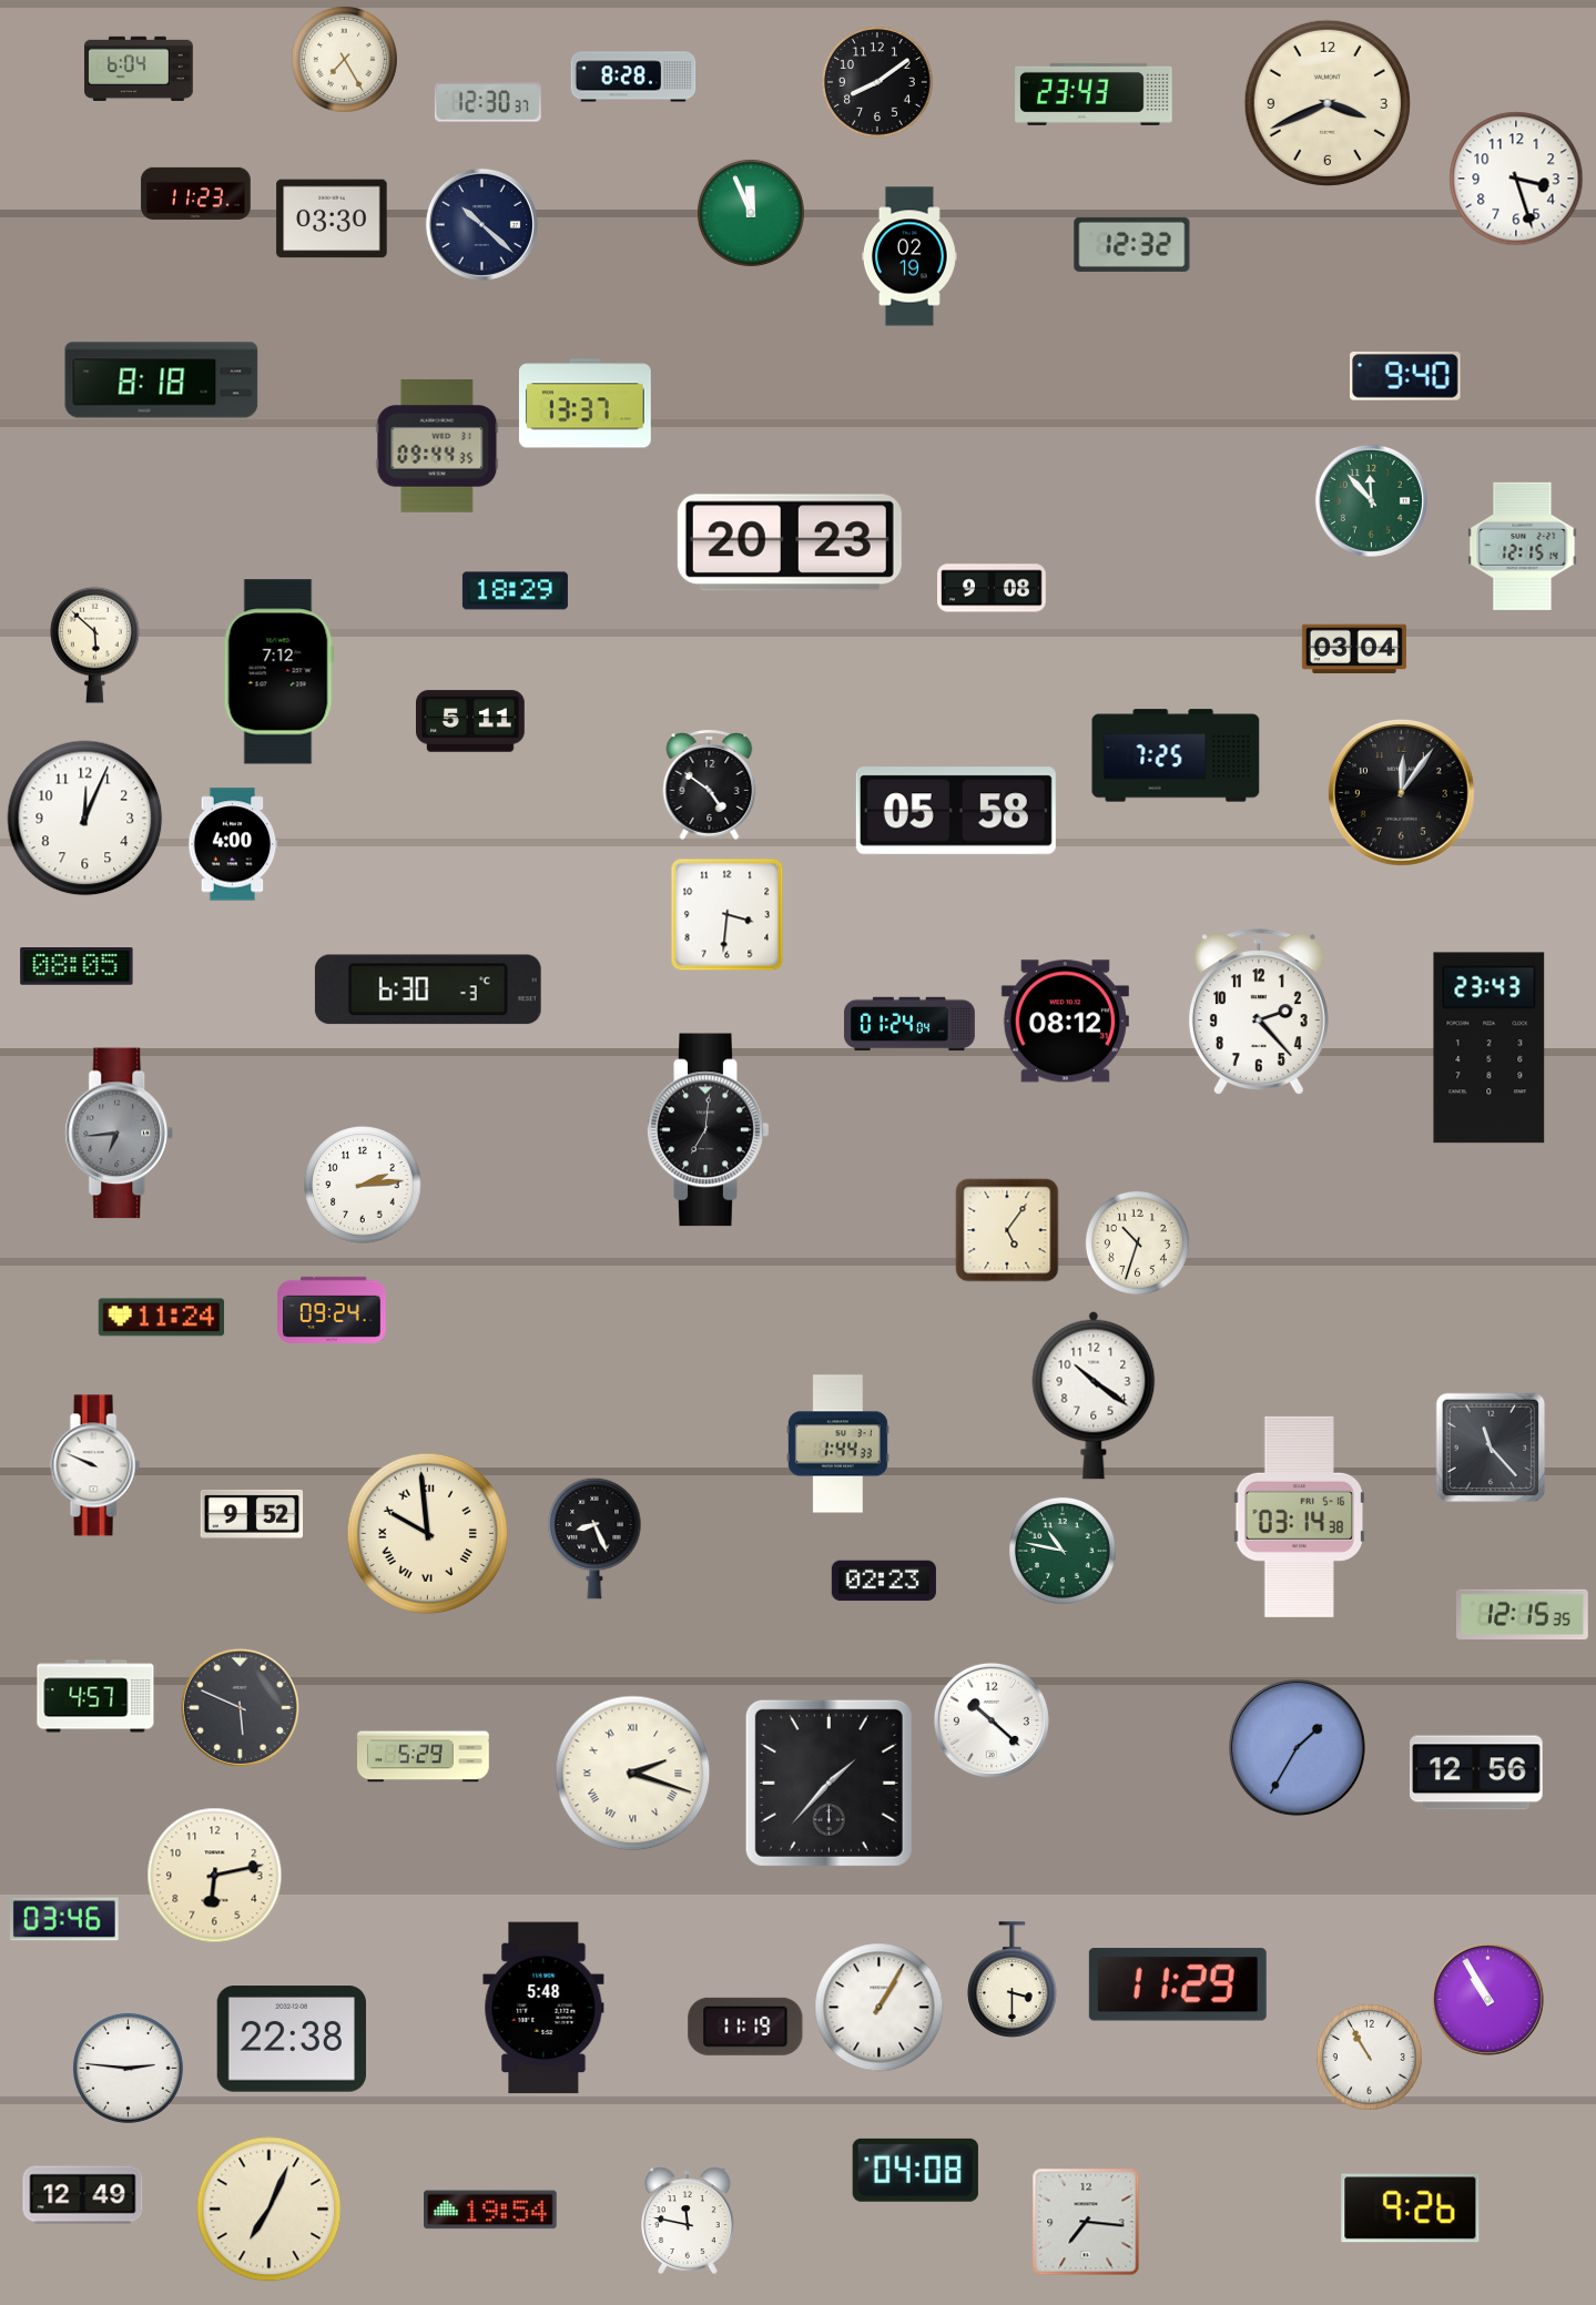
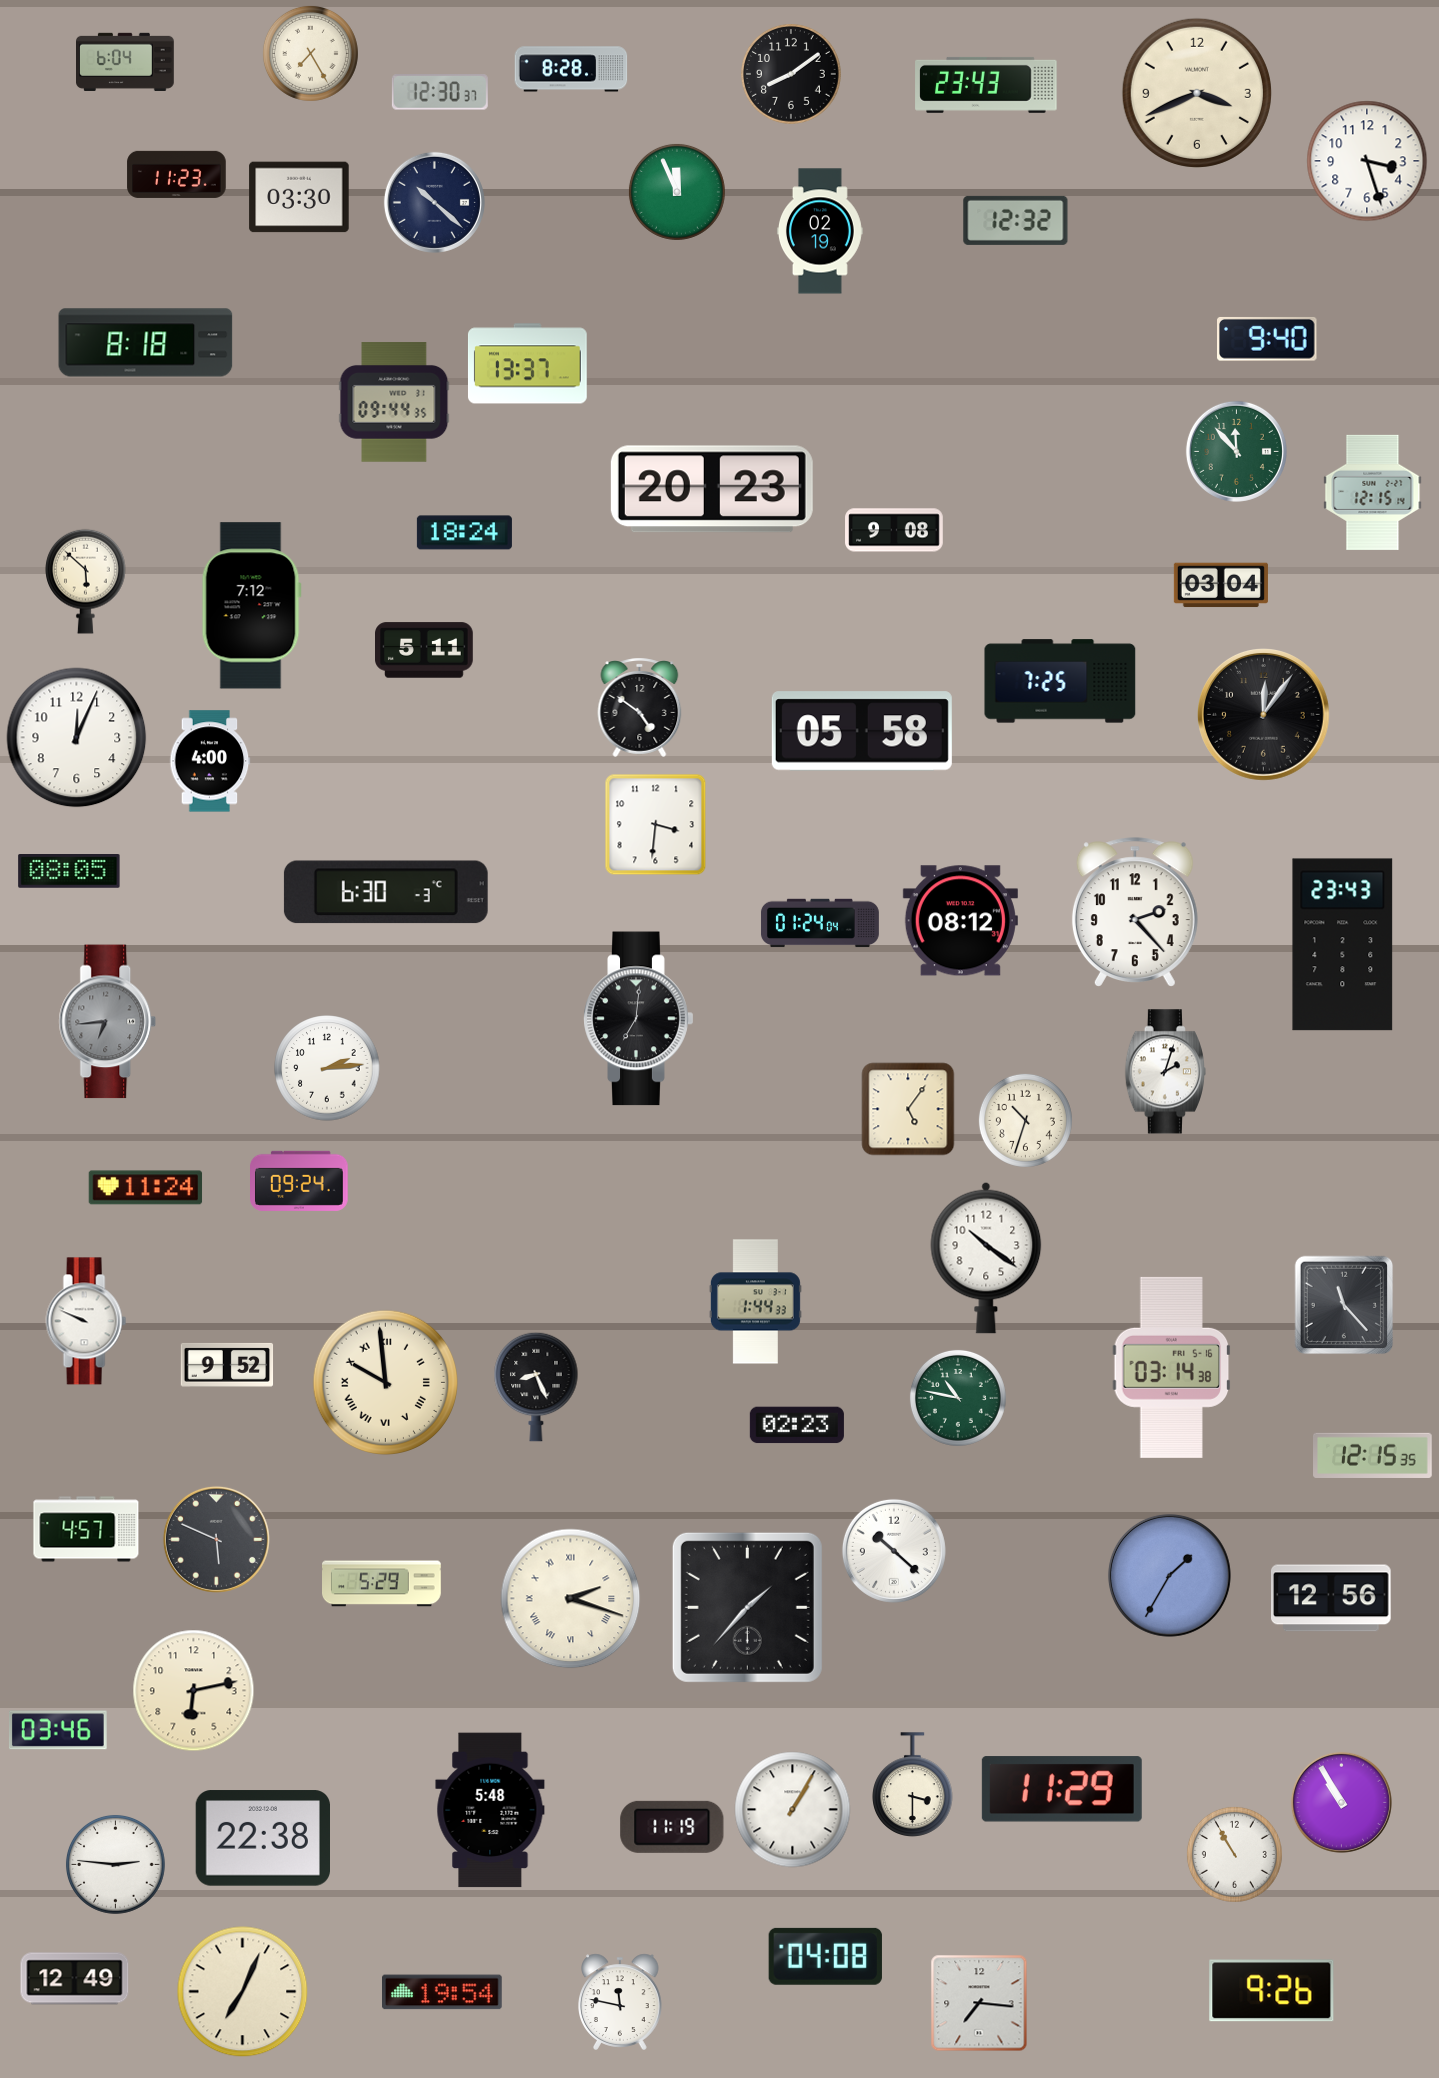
clock at (1132, 244) position: (1132, 244) -> (1016, 220)
clock at (515, 591): 18:29 -> 18:24
clock at (1165, 1072): none -> 2:03
